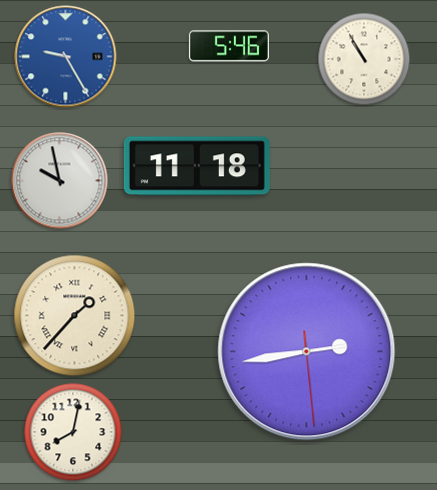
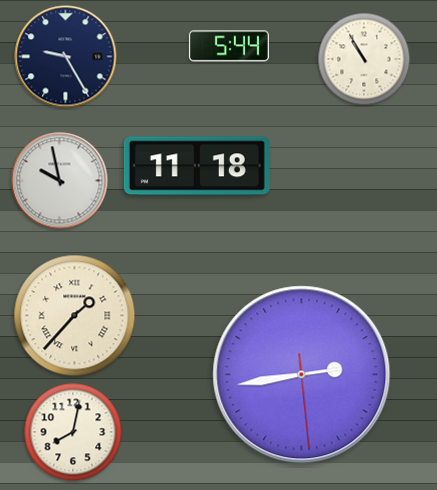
clock at (229, 46): 5:46 -> 5:44
clock at (66, 57) dial: blue -> navy
clock at (307, 352) position: (307, 352) -> (302, 375)
